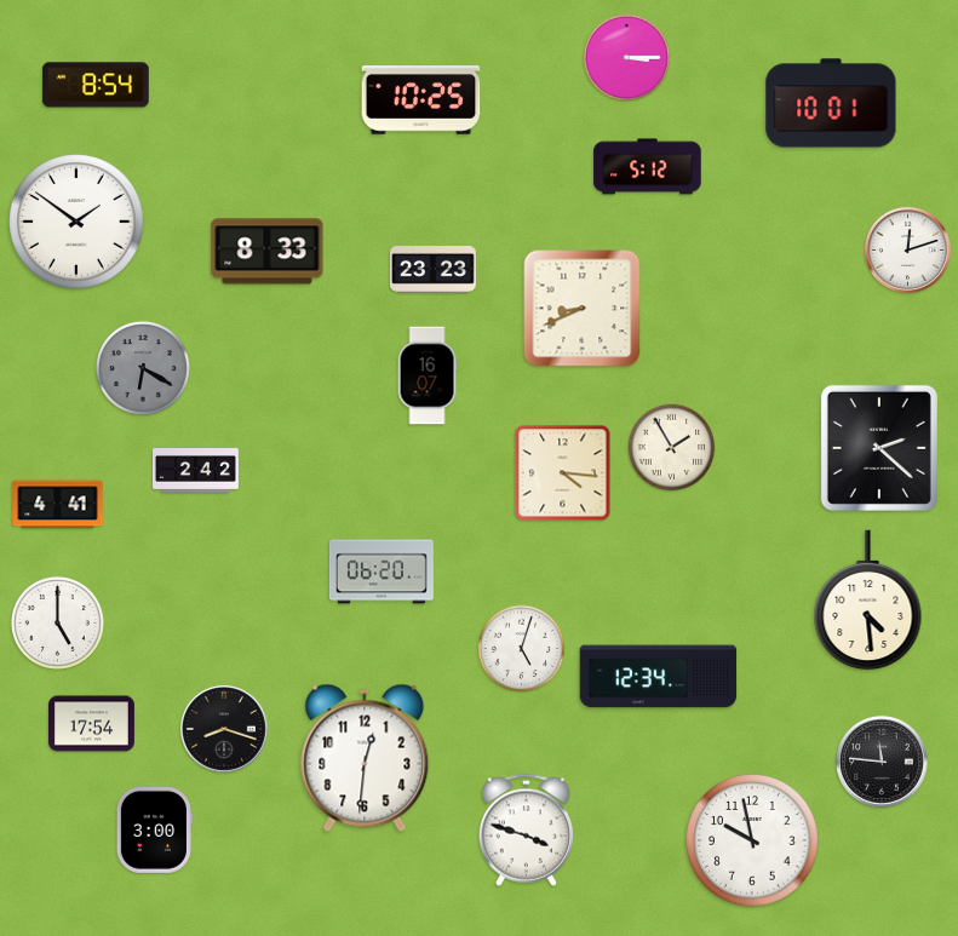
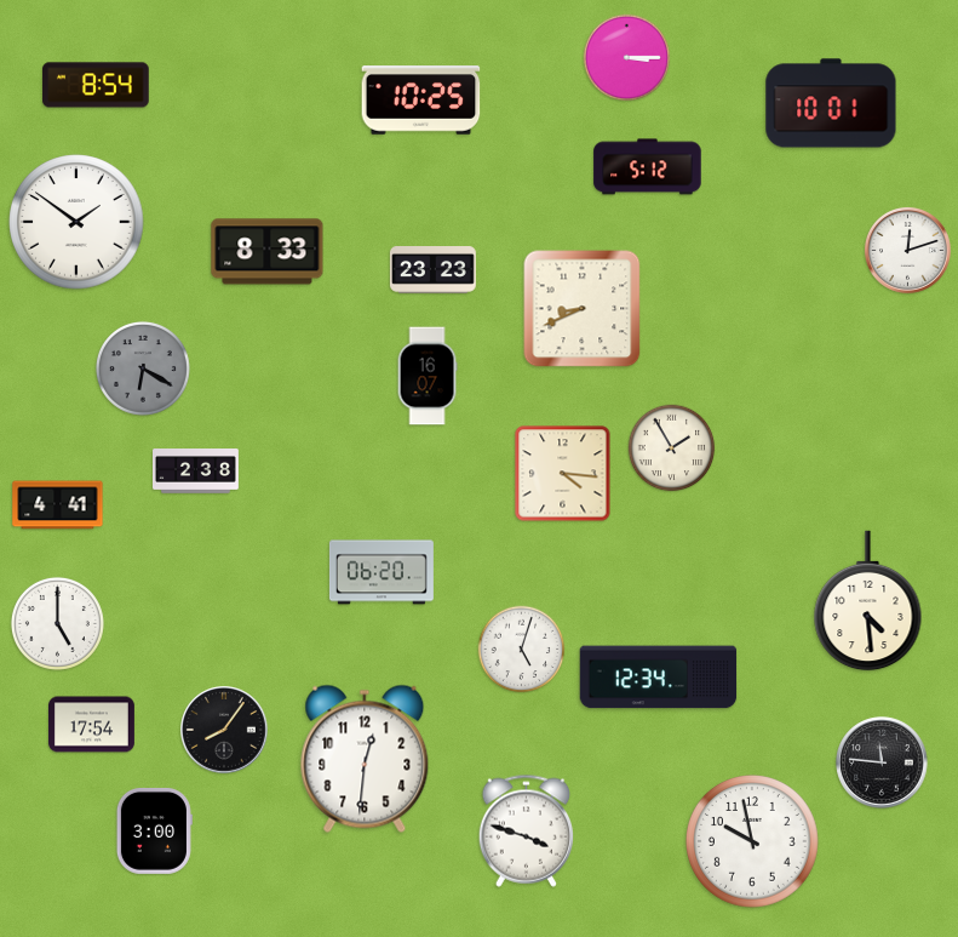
clock at (879, 448): 2:22 -> none
clock at (196, 471): 2:42 -> 2:38
clock at (225, 730): 8:18 -> 8:06
